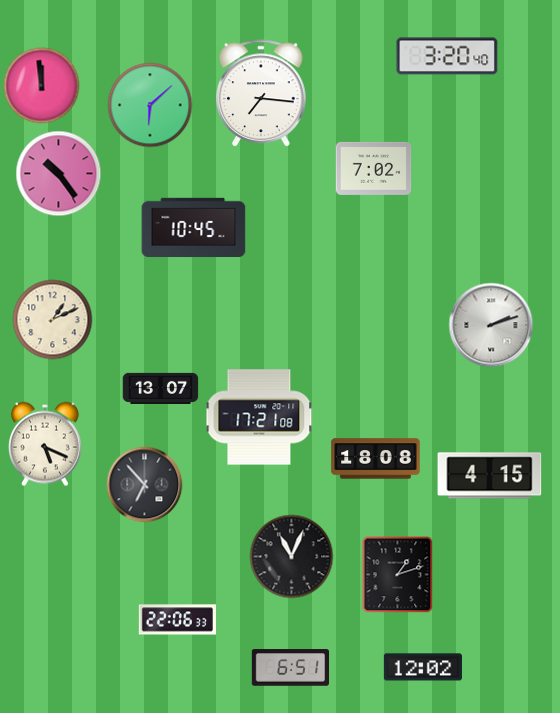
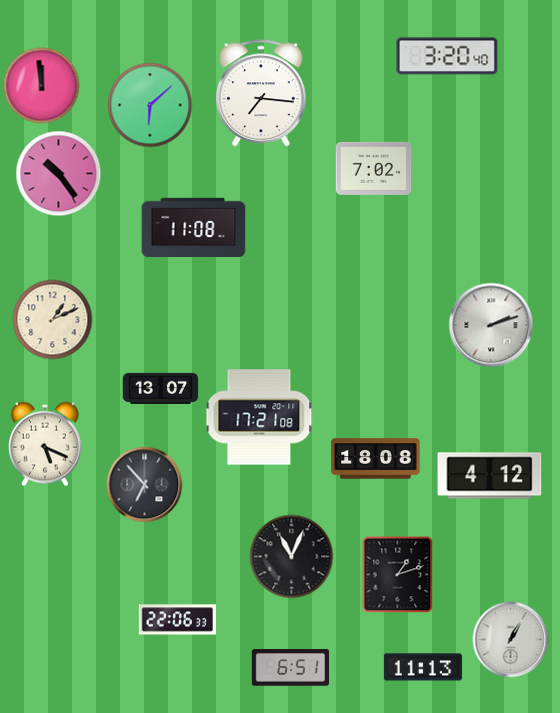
clock at (194, 228): 10:45 -> 11:08
clock at (490, 476): 4:15 -> 4:12
clock at (511, 640): none -> 1:05
clock at (423, 667): 12:02 -> 11:13
